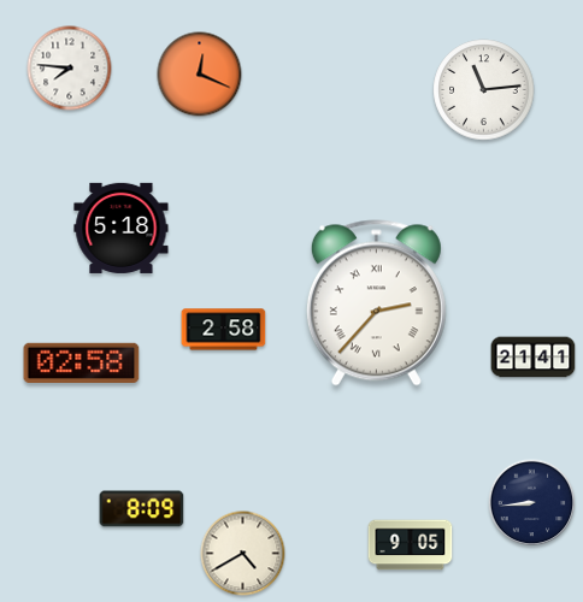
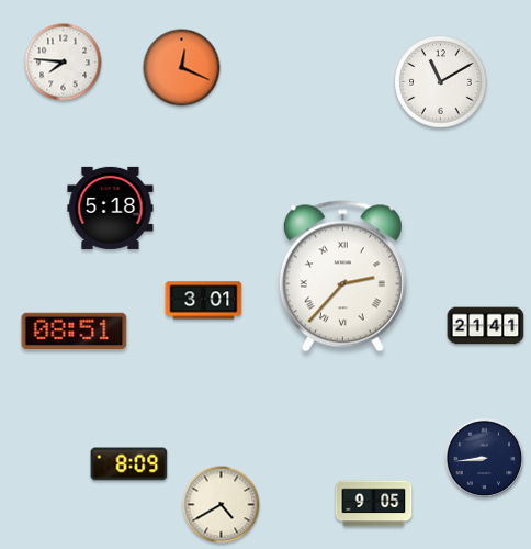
clock at (484, 90): 11:14 -> 11:10
clock at (224, 330): 2:58 -> 3:01
clock at (82, 362): 02:58 -> 08:51
clock at (411, 545) position: (411, 545) -> (374, 504)
